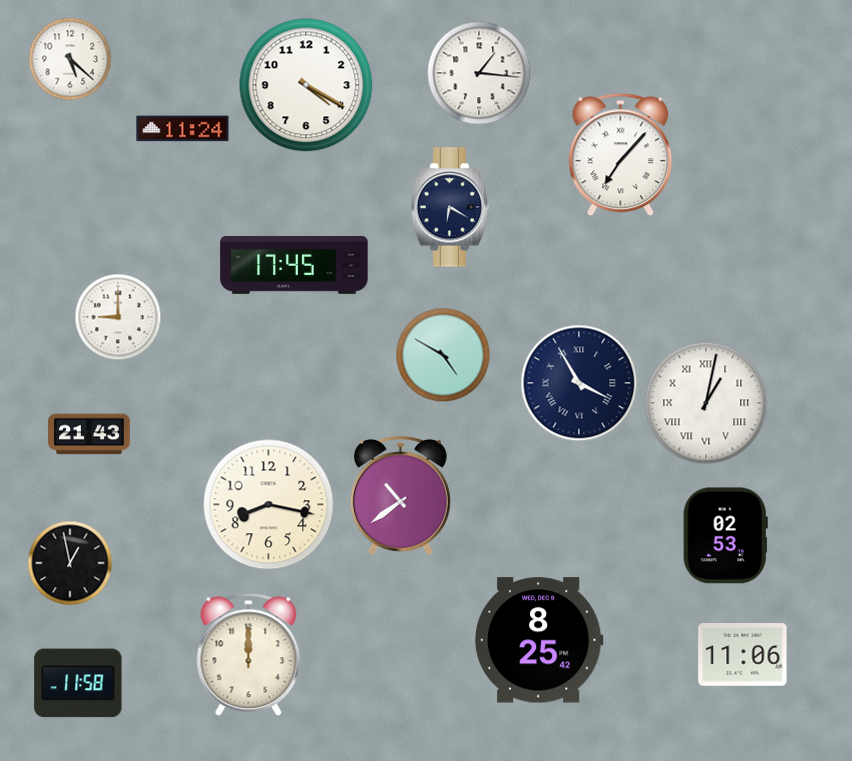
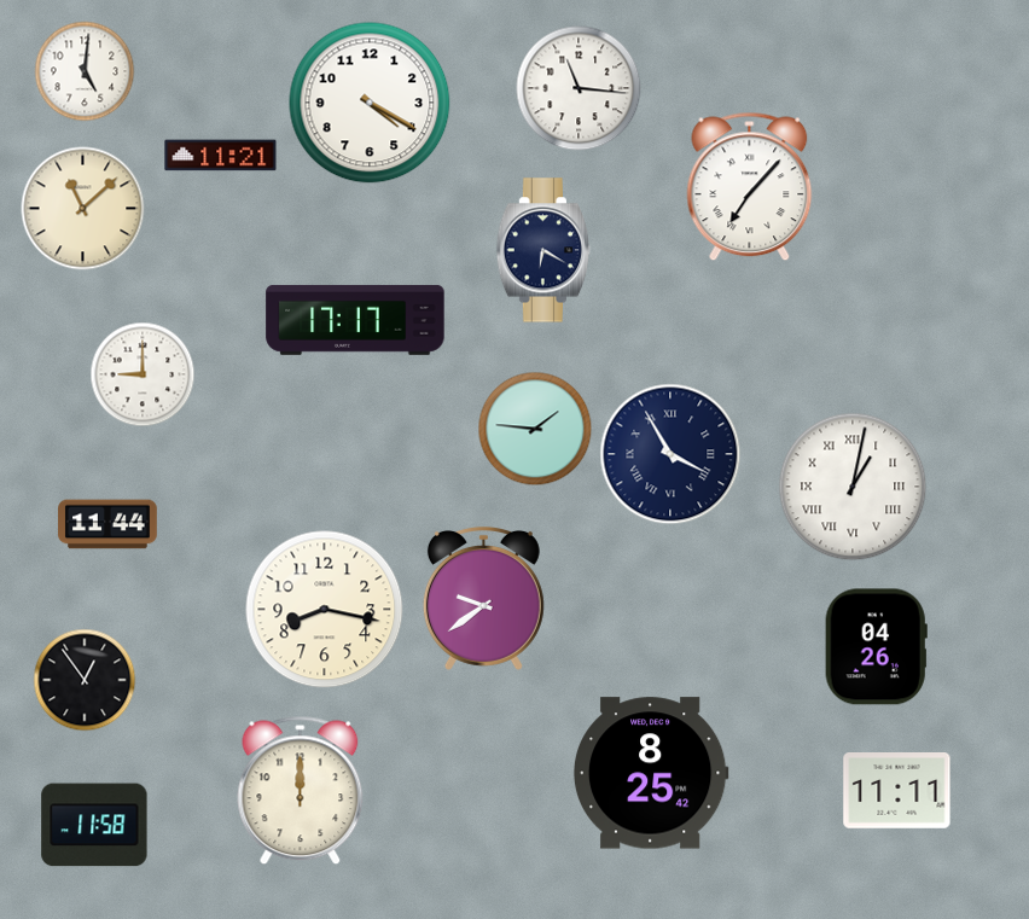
clock at (70, 59): 5:22 -> 5:01
clock at (479, 73): 1:16 -> 11:16
clock at (183, 129): 11:24 -> 11:21
clock at (83, 209): none -> 11:08
clock at (294, 265): 17:45 -> 17:17
clock at (118, 317) position: (118, 317) -> (143, 374)
clock at (443, 355): 4:50 -> 1:46
clock at (579, 383) position: (579, 383) -> (670, 454)
clock at (89, 434): 21:43 -> 11:44
clock at (400, 495): 10:39 -> 9:39
clock at (725, 536): 02:53 -> 04:26
clock at (70, 563): 12:58 -> 12:54
clock at (743, 655): 11:06 -> 11:11
